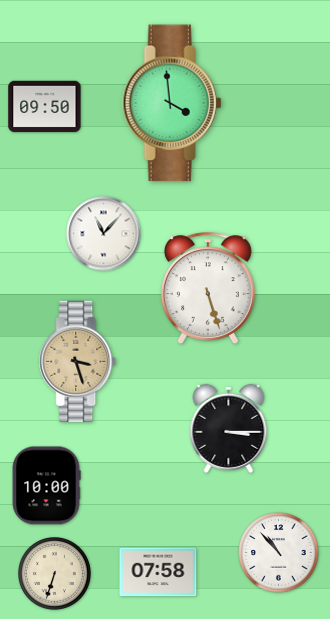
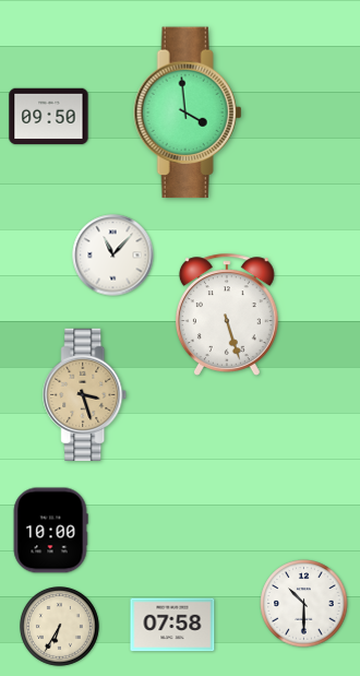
clock at (229, 428): 3:15 -> none
clock at (279, 553): 10:53 -> 10:30
clock at (55, 574): 6:33 -> 6:35
